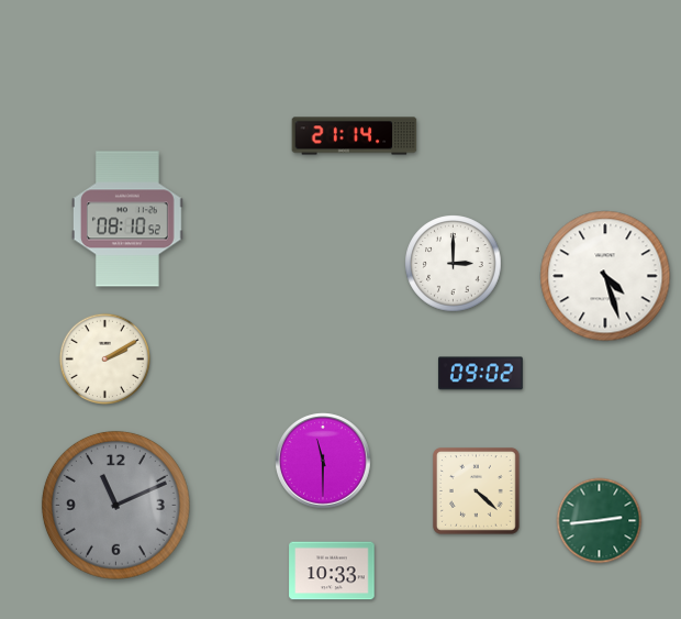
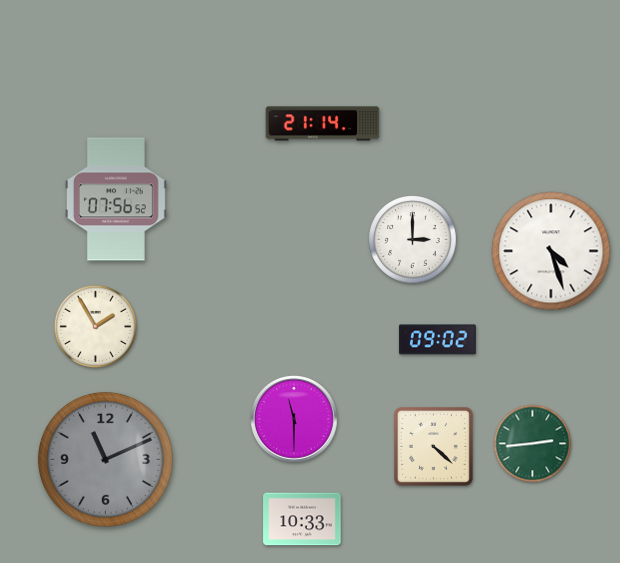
clock at (127, 219): 08:10 -> 07:56
clock at (104, 358): 2:10 -> 1:55
clock at (600, 521) position: (600, 521) -> (533, 444)
